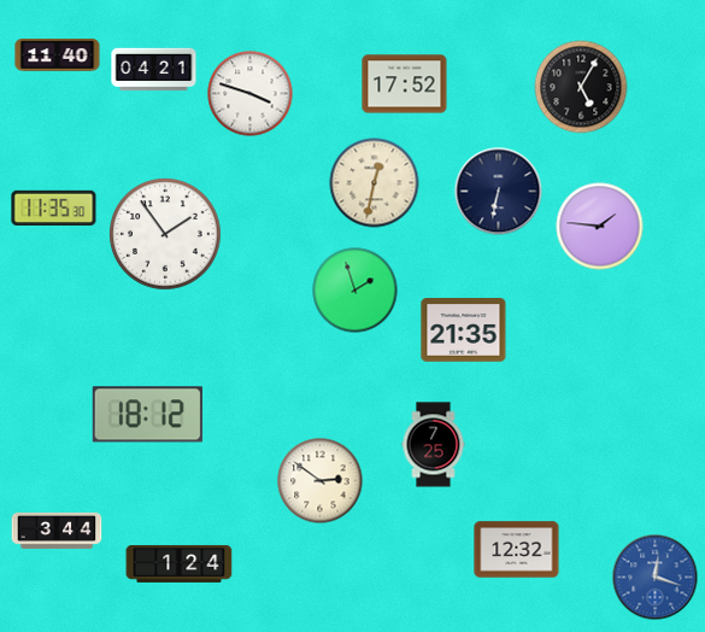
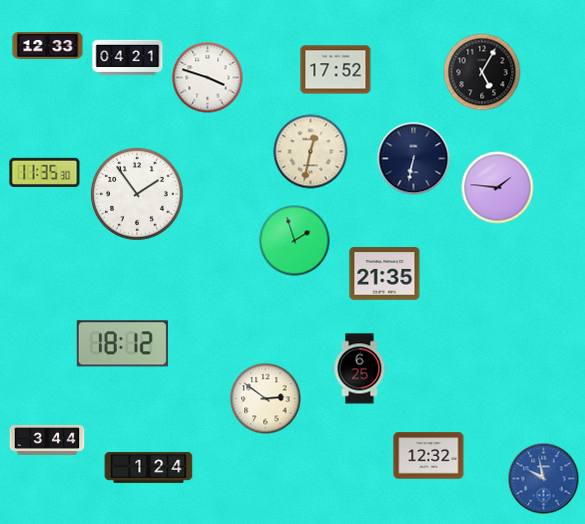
clock at (58, 55): 11:40 -> 12:33
clock at (434, 445): 7:25 -> 6:25
clock at (656, 578): 12:18 -> 9:58
